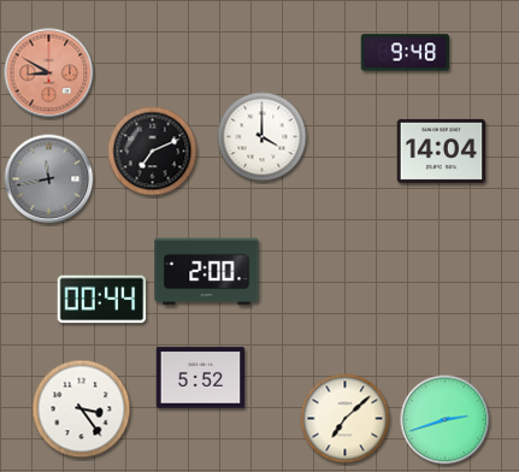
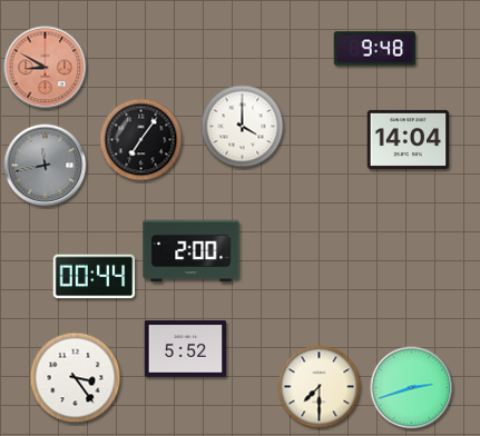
clock at (153, 152): 7:11 -> 7:06
clock at (346, 419): 7:08 -> 7:30
